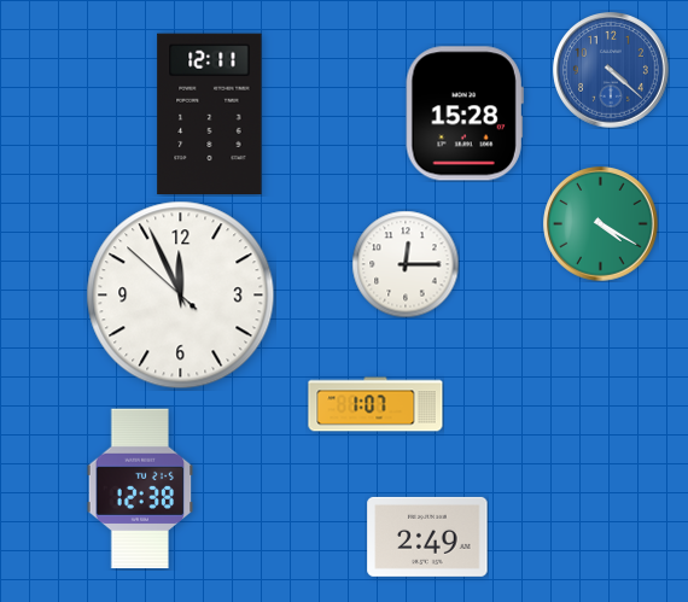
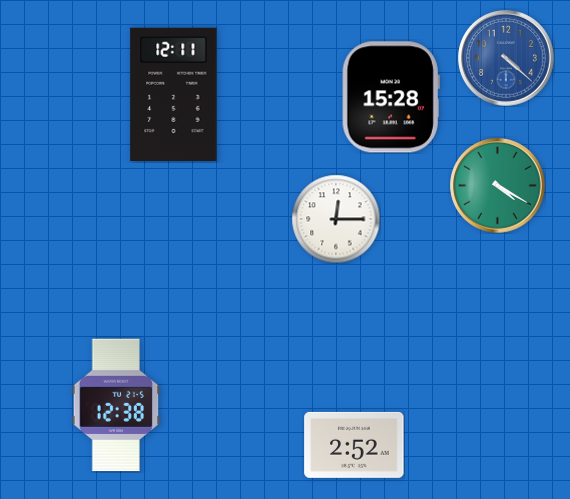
clock at (465, 113) position: (465, 113) -> (391, 97)
clock at (181, 296): 11:55 -> none
clock at (375, 404): 1:07 -> none
clock at (427, 537): 2:49 -> 2:52
